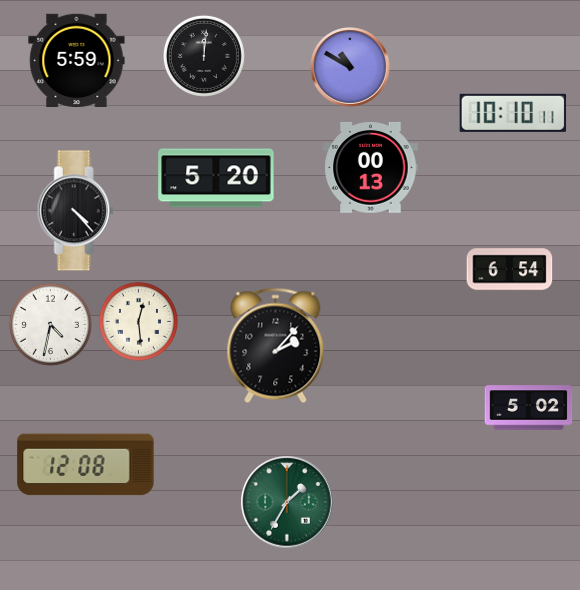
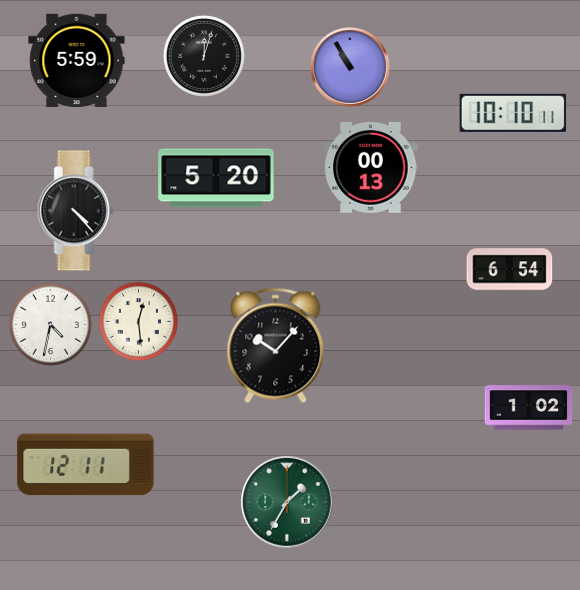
clock at (204, 56): 12:01 -> 12:03
clock at (351, 68): 10:50 -> 10:55
clock at (276, 346): 2:07 -> 10:07
clock at (529, 408): 5:02 -> 1:02
clock at (86, 465): 12:08 -> 12:11
